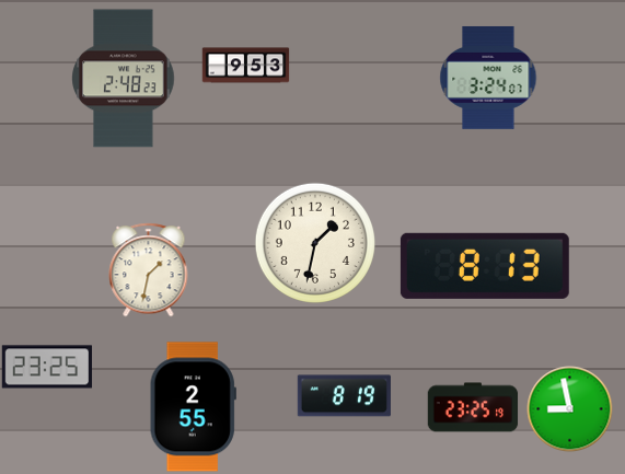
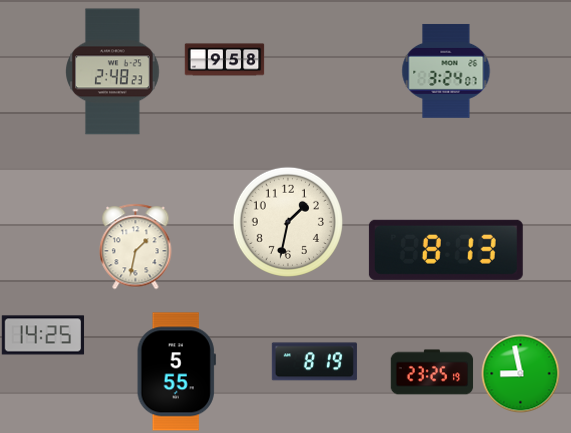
clock at (245, 66): 9:53 -> 9:58
clock at (485, 266) position: (485, 266) -> (446, 250)
clock at (47, 367): 23:25 -> 14:25
clock at (193, 407): 2:55 -> 5:55
